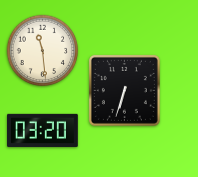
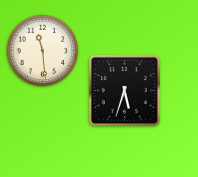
clock at (124, 90): 6:33 -> 5:33
clock at (43, 130): 03:20 -> none
